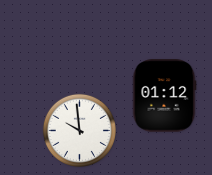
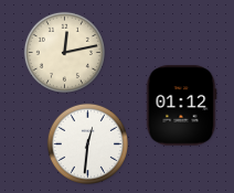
clock at (64, 52): none -> 12:13
clock at (79, 130): 9:59 -> 12:31
